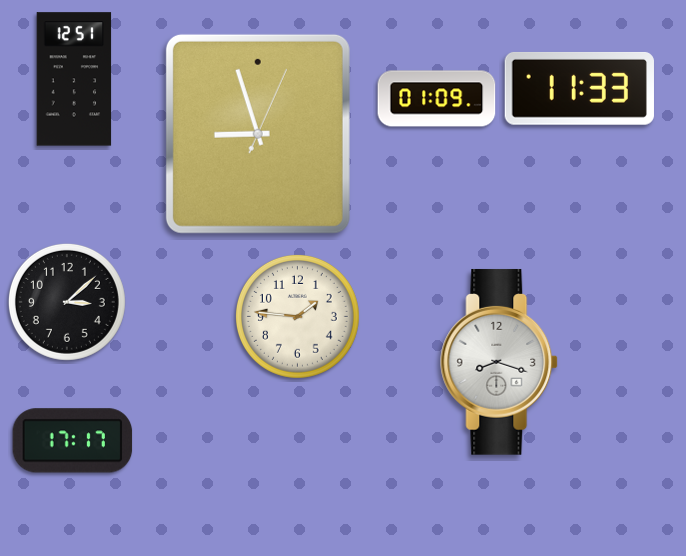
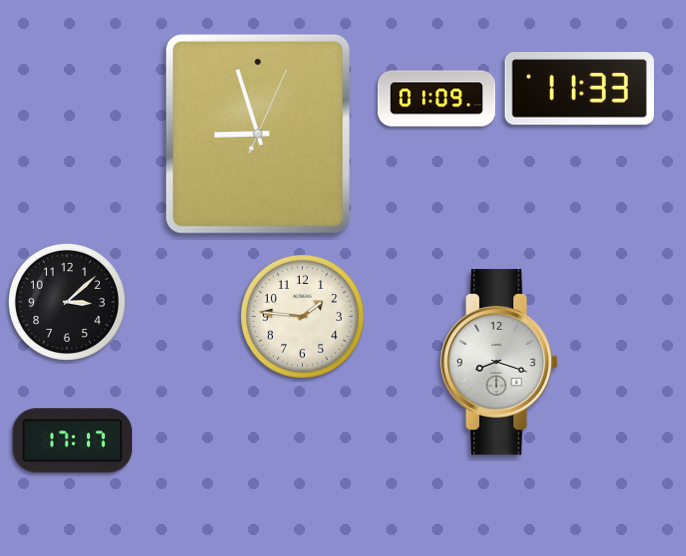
clock at (74, 79): 12:51 -> none
clock at (297, 316) position: (297, 316) -> (302, 316)
